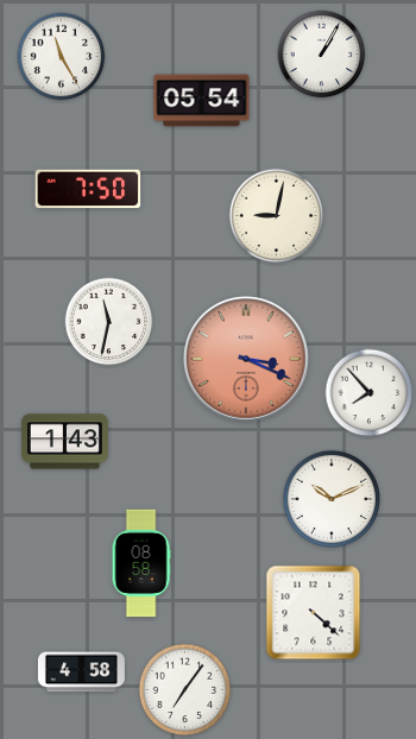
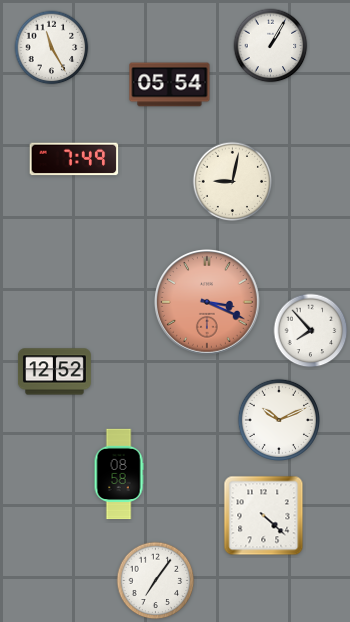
clock at (88, 189): 7:50 -> 7:49
clock at (109, 322): 11:32 -> none
clock at (64, 442): 1:43 -> 12:52
clock at (81, 672): 4:58 -> none
